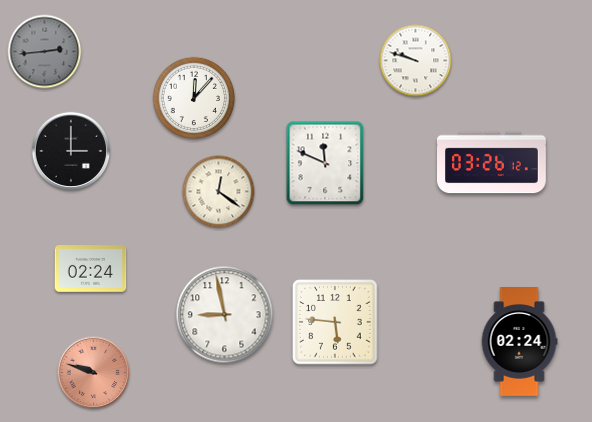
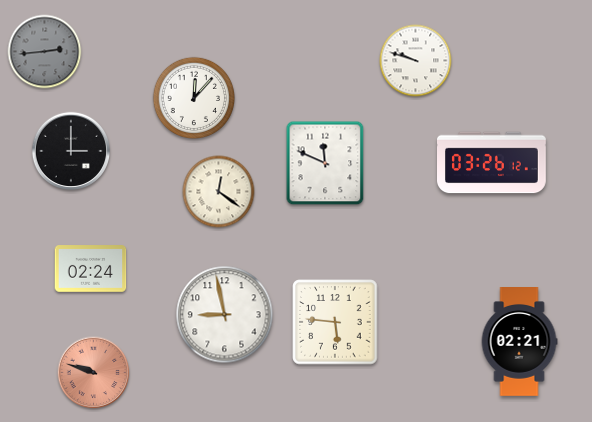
clock at (519, 342): 02:24 -> 02:21
